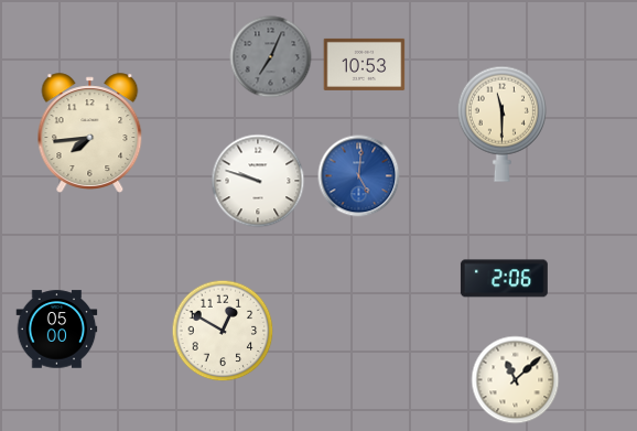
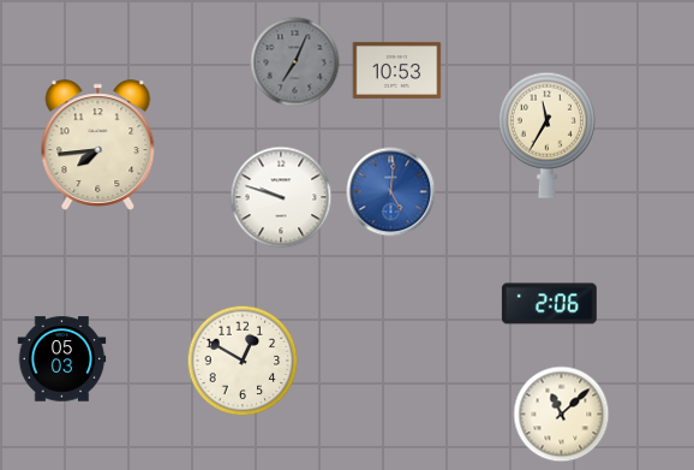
clock at (501, 123): 11:30 -> 11:35
clock at (57, 330): 05:00 -> 05:03
